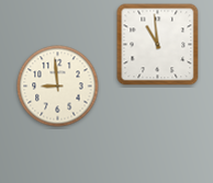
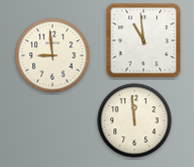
clock at (58, 87) position: (58, 87) -> (53, 56)
clock at (135, 121): none -> 11:59
